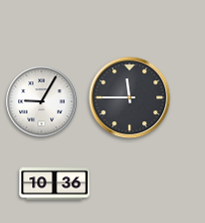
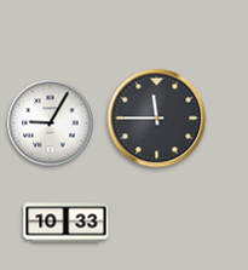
clock at (55, 184): 10:36 -> 10:33
